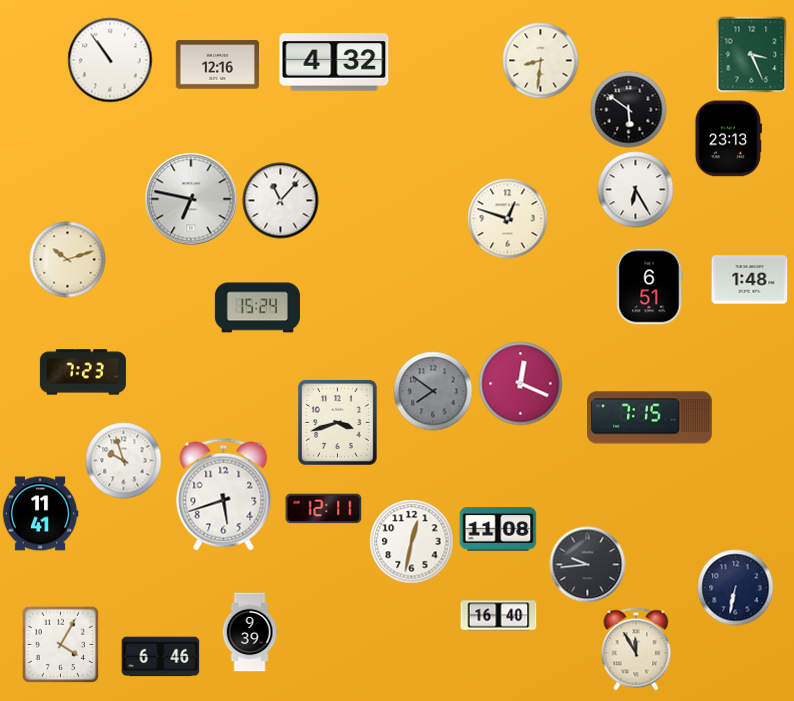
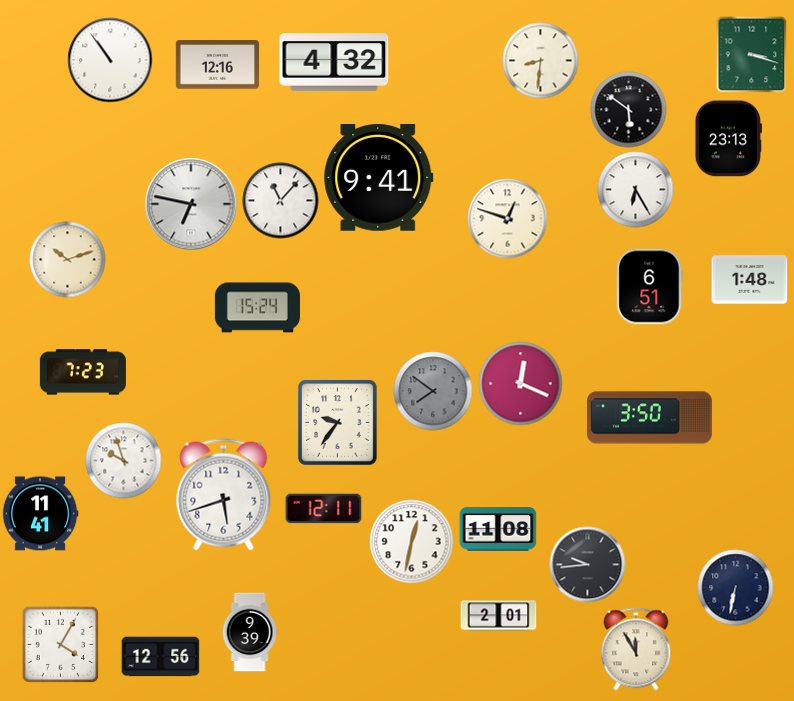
clock at (752, 54): 3:26 -> 3:18
clock at (379, 178): none -> 9:41
clock at (191, 199) position: (191, 199) -> (191, 204)
clock at (650, 418): 7:15 -> 3:50
clock at (338, 423): 3:42 -> 9:36
clock at (499, 616): 16:40 -> 2:01
clock at (161, 657): 6:46 -> 12:56
